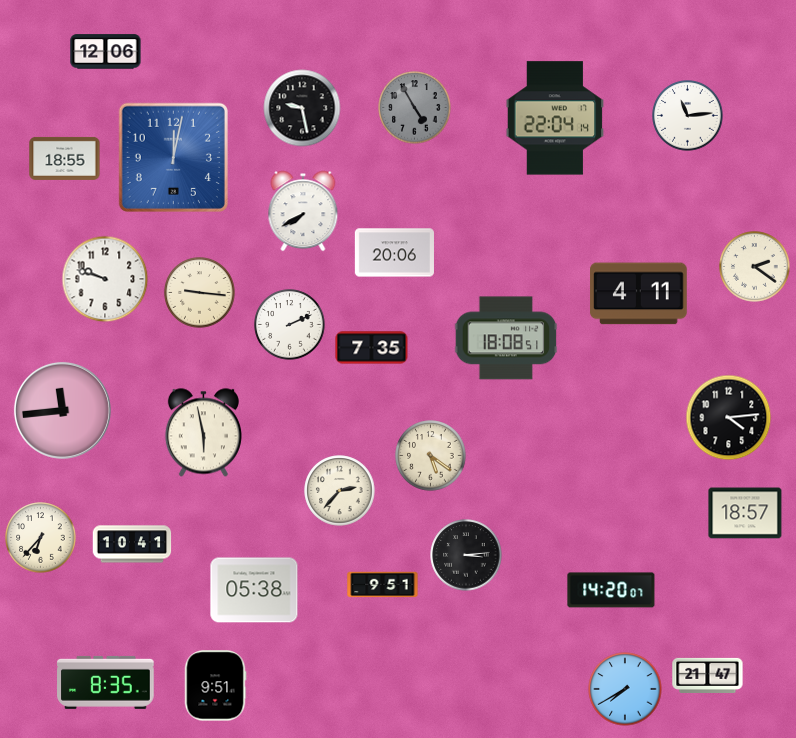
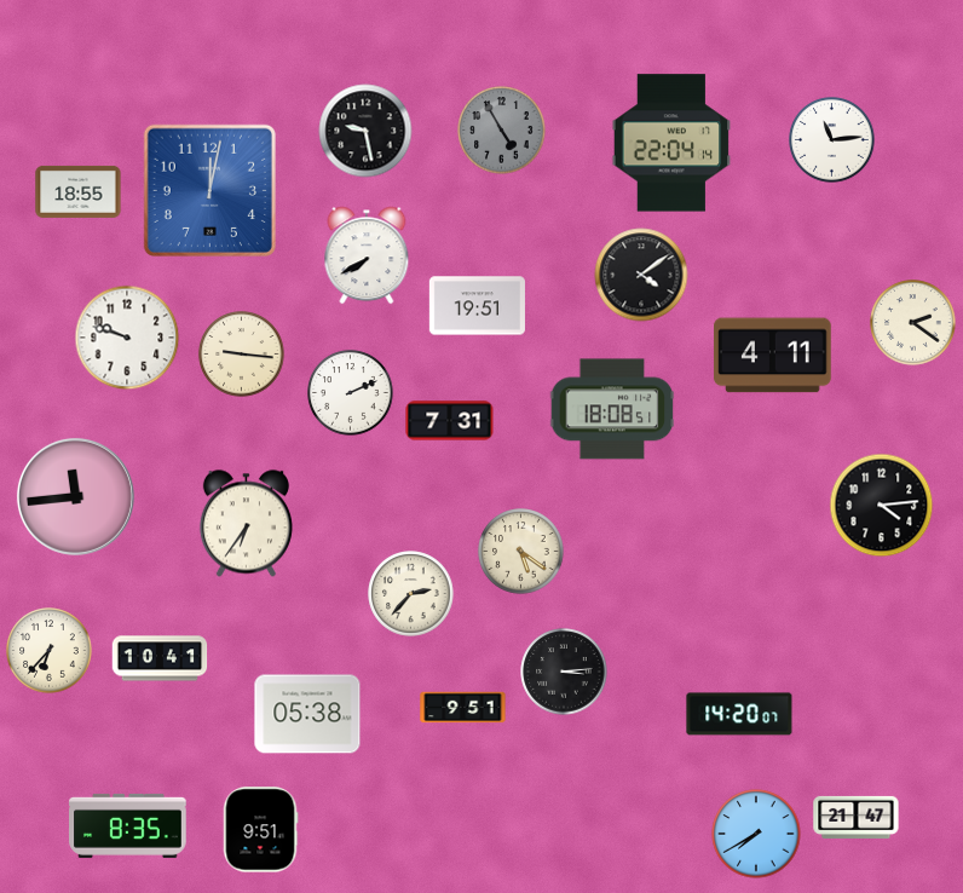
clock at (106, 52): 12:06 -> none
clock at (641, 275): none -> 4:09
clock at (394, 253): 20:06 -> 19:51
clock at (372, 348): 7:35 -> 7:31
clock at (203, 433): 5:58 -> 6:36
clock at (745, 513): 18:57 -> none
